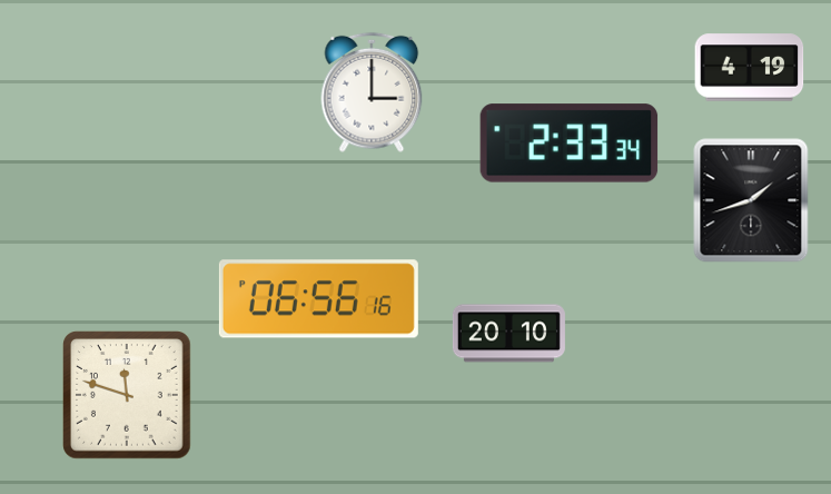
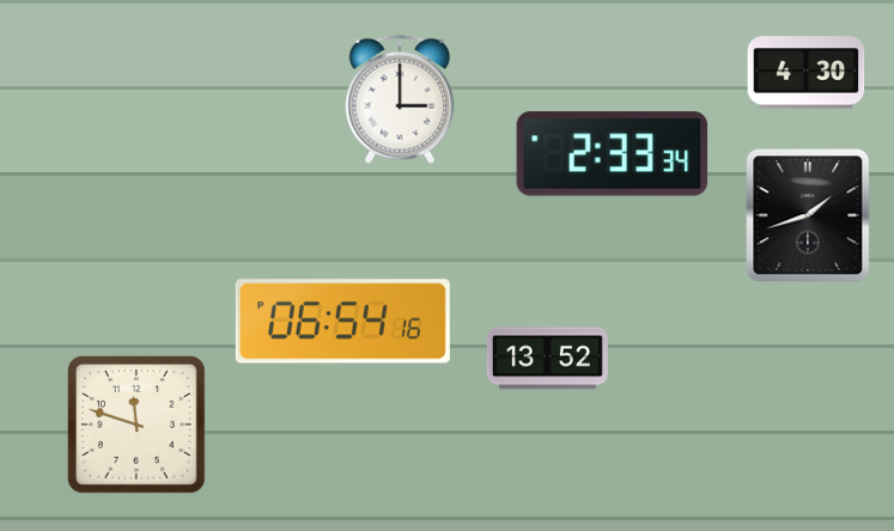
clock at (750, 68): 4:19 -> 4:30
clock at (318, 299): 06:56 -> 06:54
clock at (508, 334): 20:10 -> 13:52
